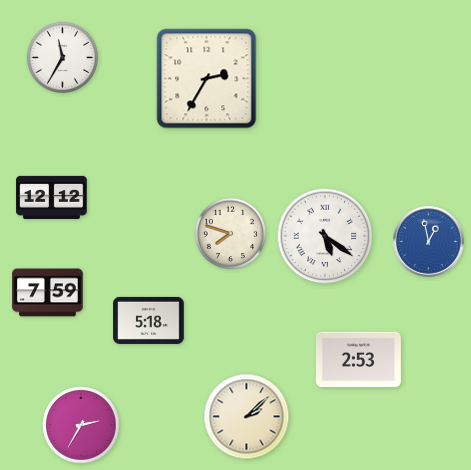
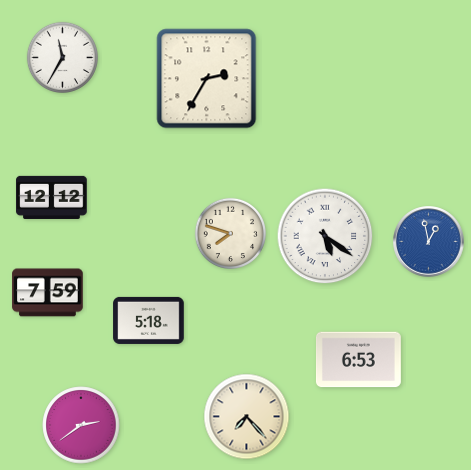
clock at (358, 360): 2:53 -> 6:53
clock at (247, 417): 2:08 -> 7:23
clock at (81, 425): 2:35 -> 2:39
